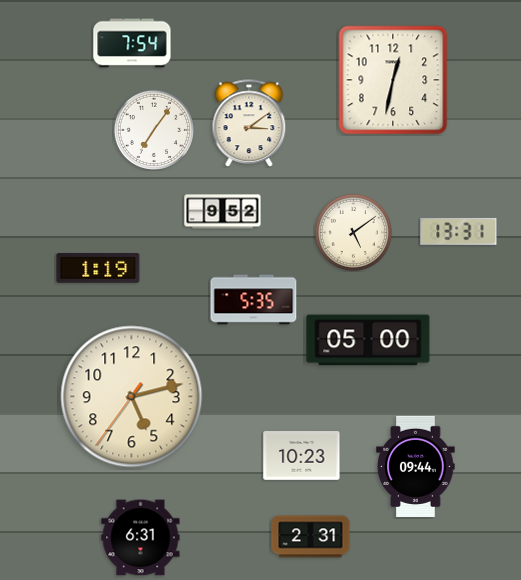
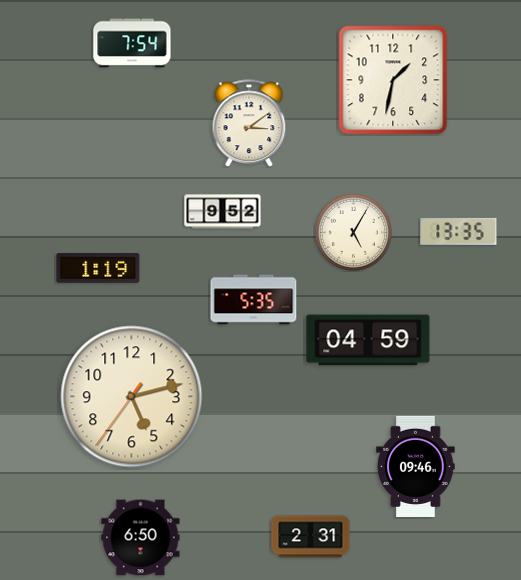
clock at (393, 80): 12:32 -> 1:32
clock at (154, 130): 7:06 -> none
clock at (459, 231): 13:31 -> 13:35
clock at (353, 232): 5:09 -> 5:05
clock at (368, 340): 05:00 -> 04:59
clock at (302, 456): 10:23 -> none
clock at (416, 466): 09:44 -> 09:46
clock at (141, 538): 6:31 -> 6:50
